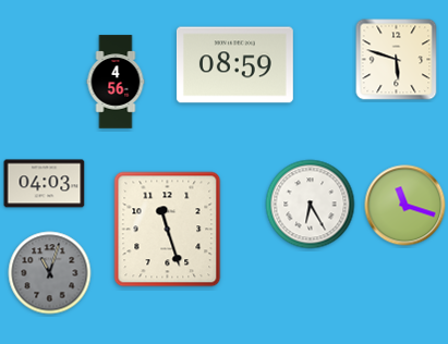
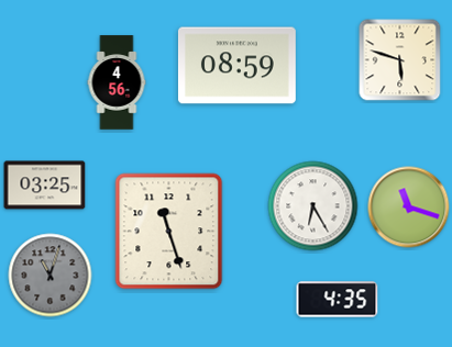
clock at (45, 184): 04:03 -> 03:25
clock at (338, 300): none -> 4:35
